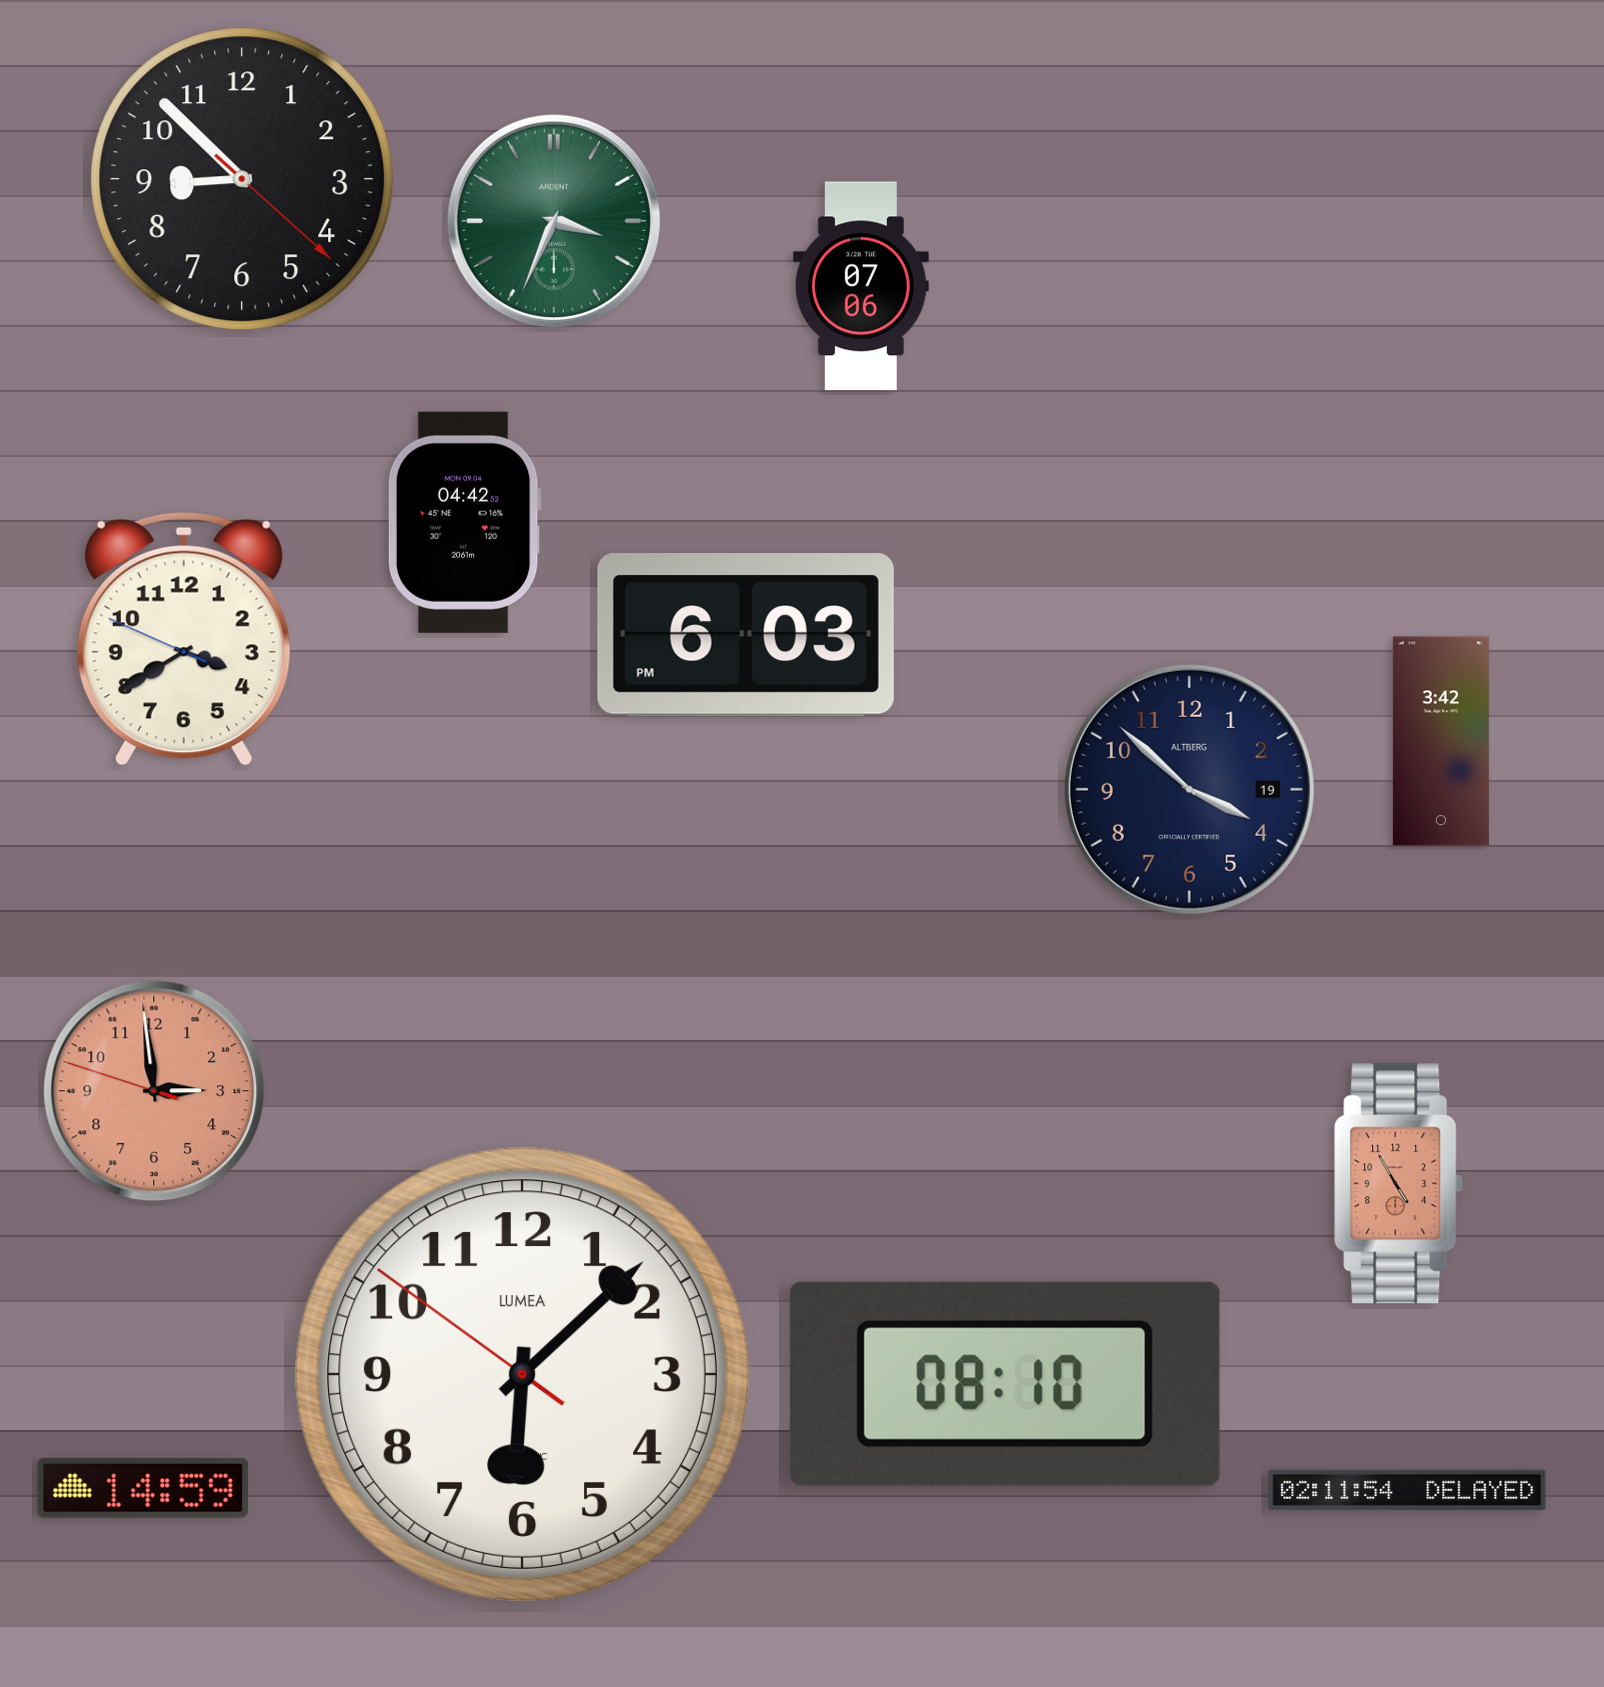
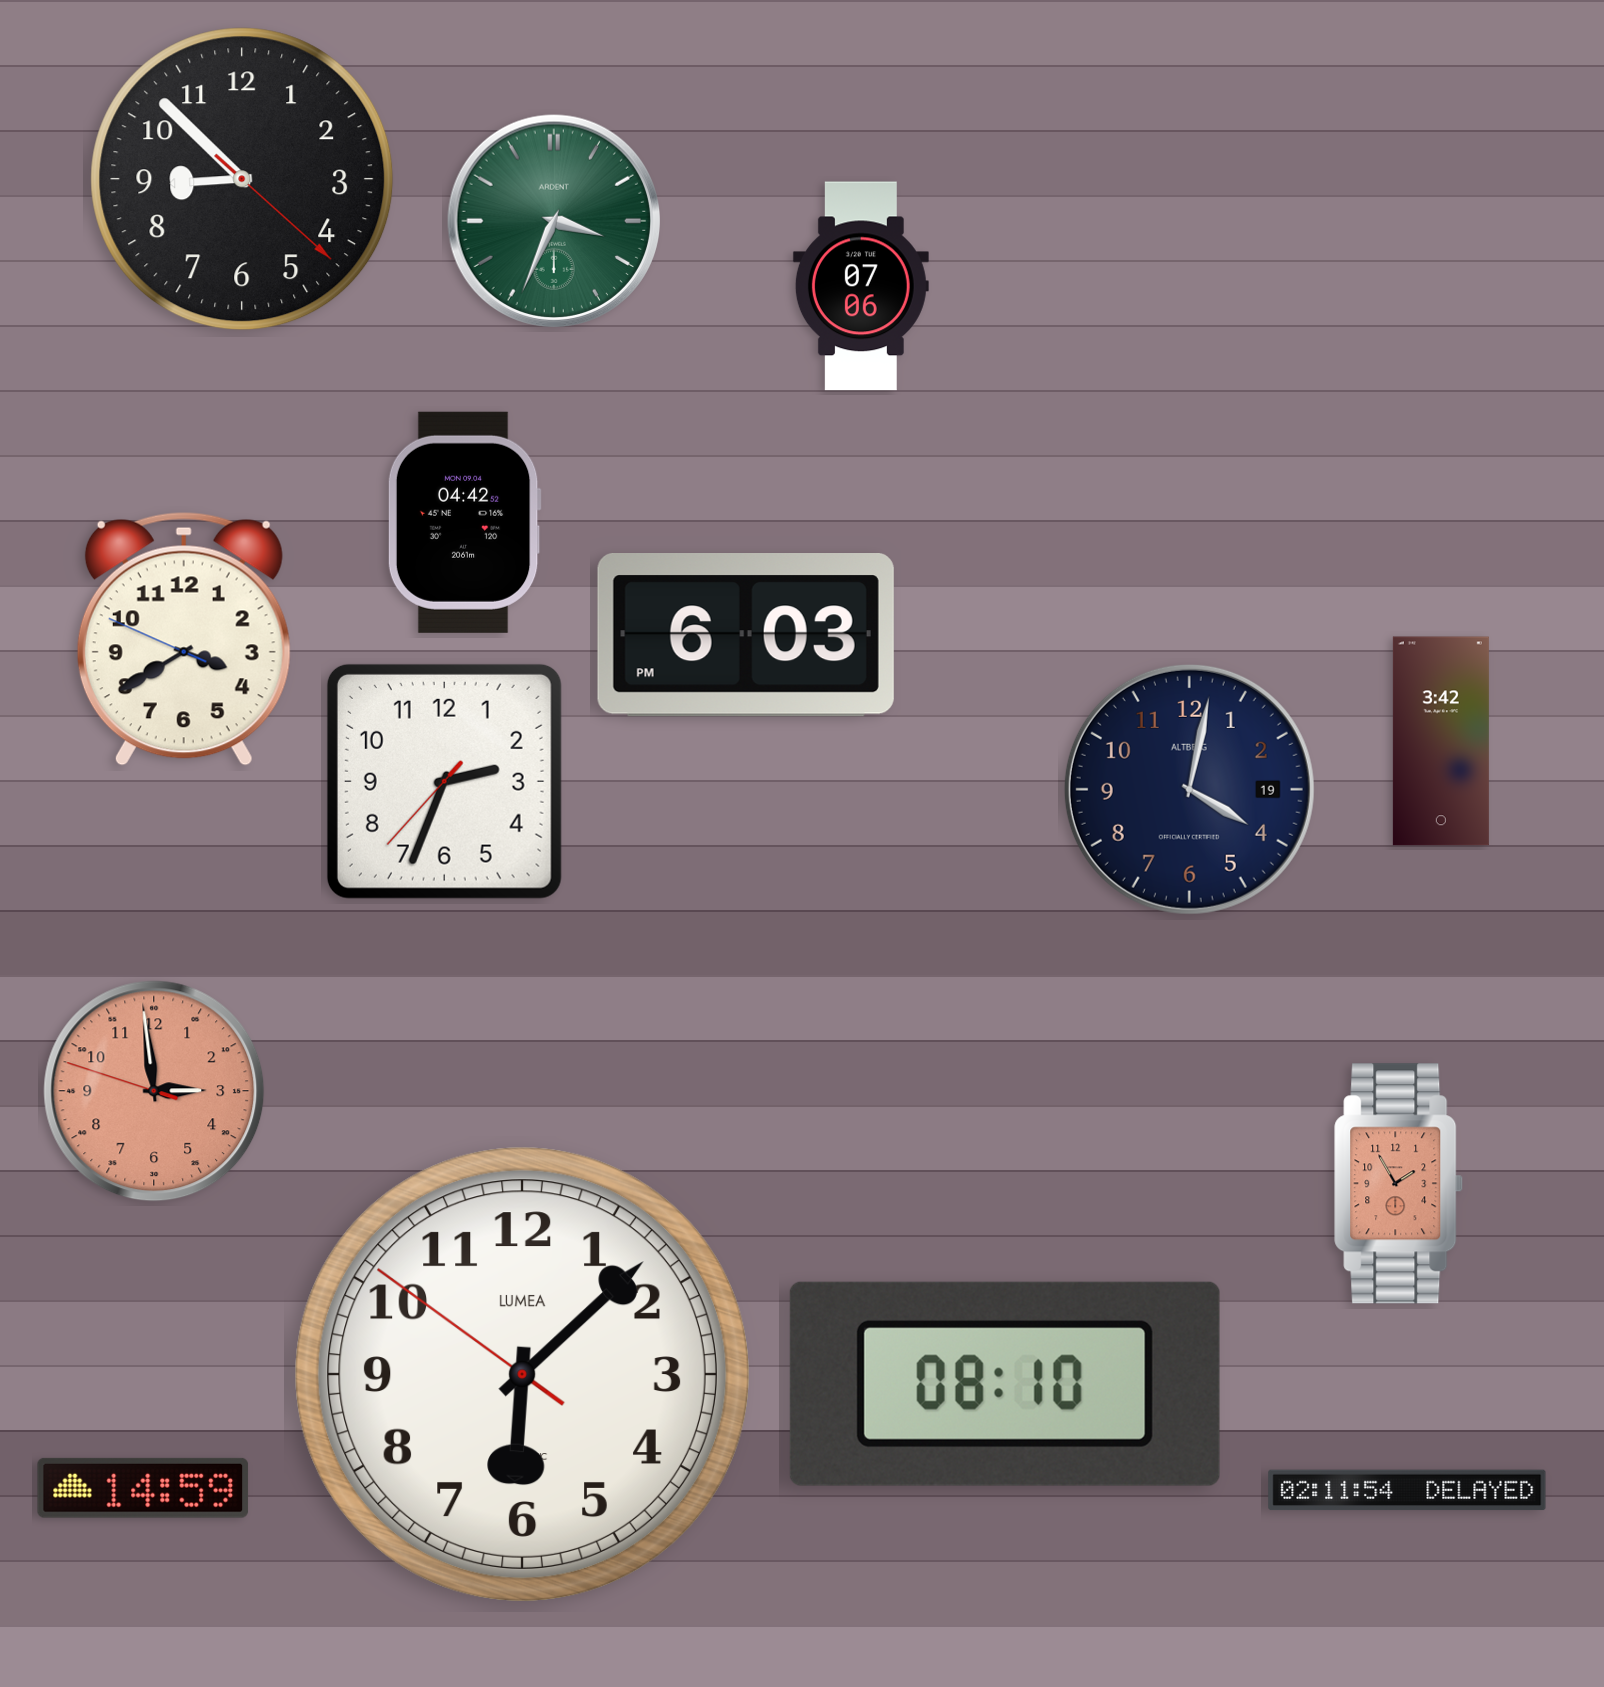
clock at (444, 781): none -> 2:33
clock at (1189, 789): 3:52 -> 4:02
clock at (1399, 1184): 4:55 -> 1:55
